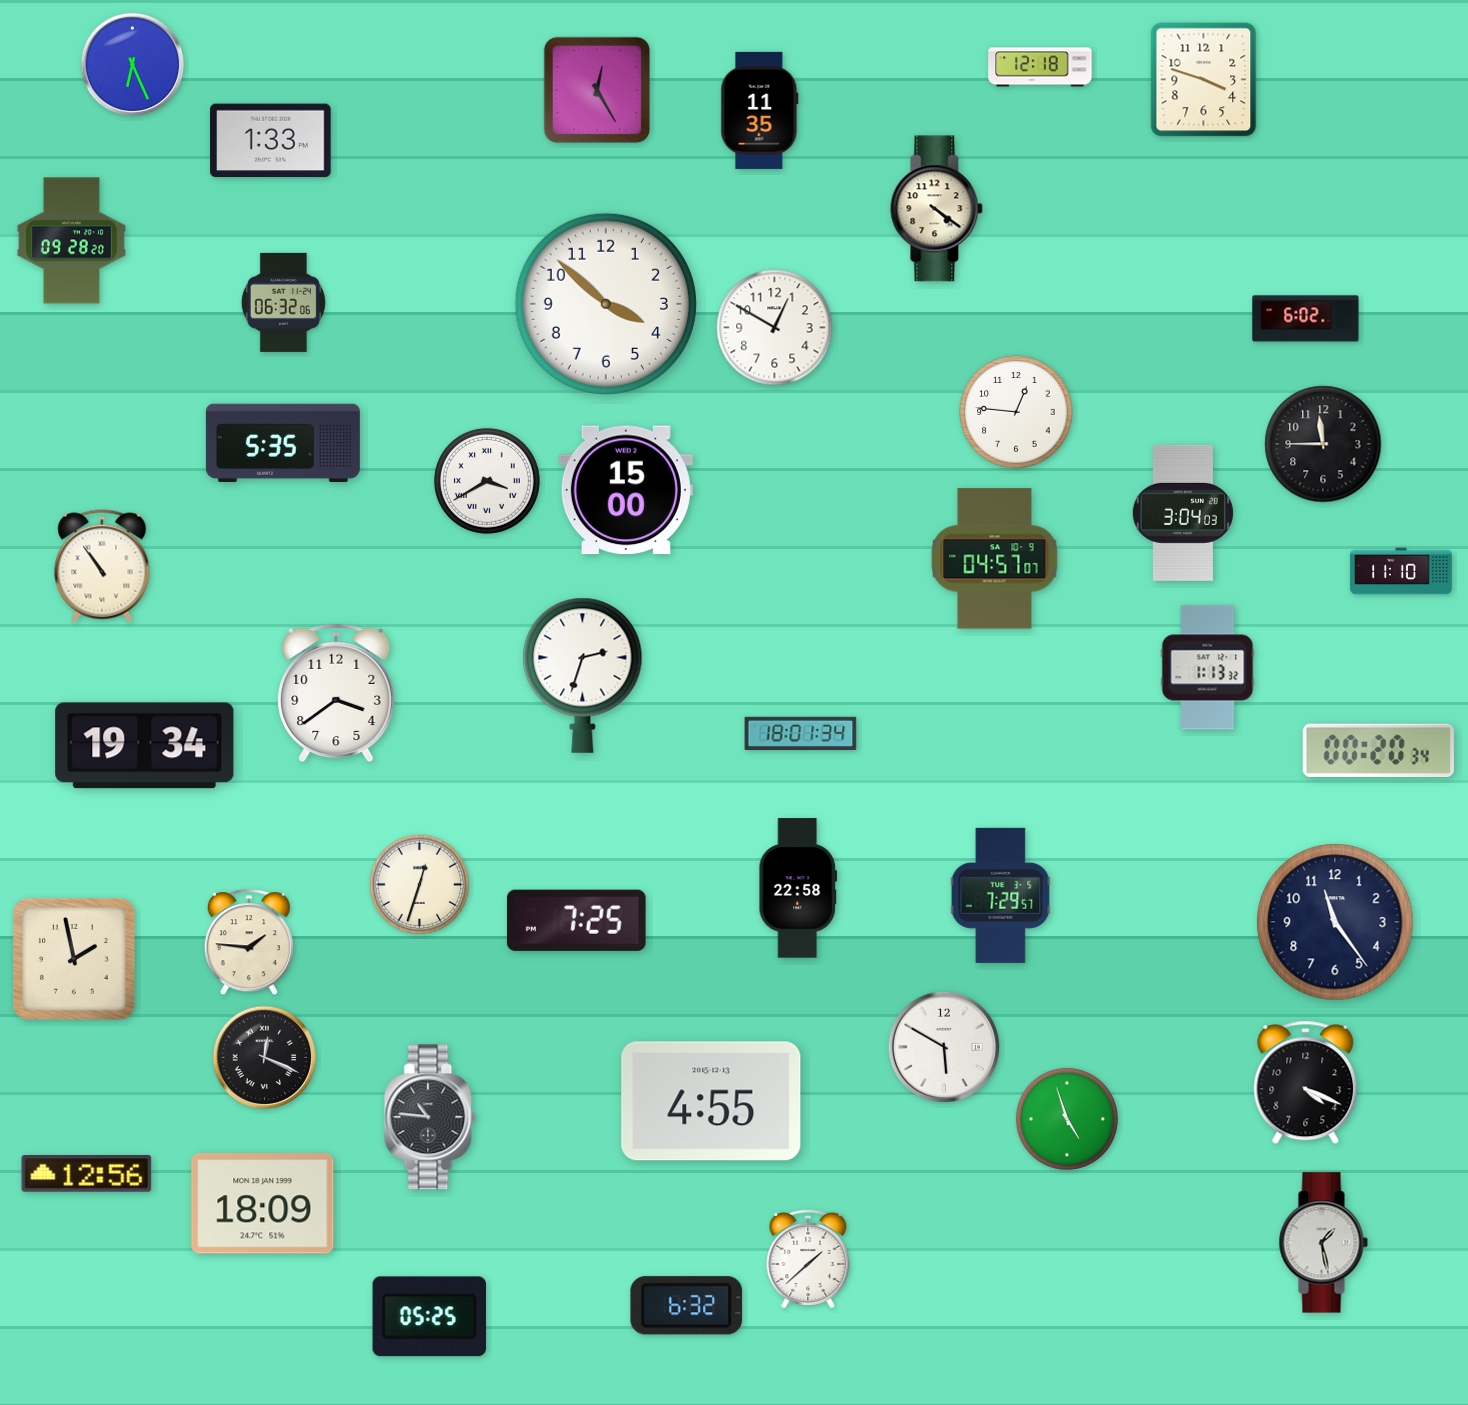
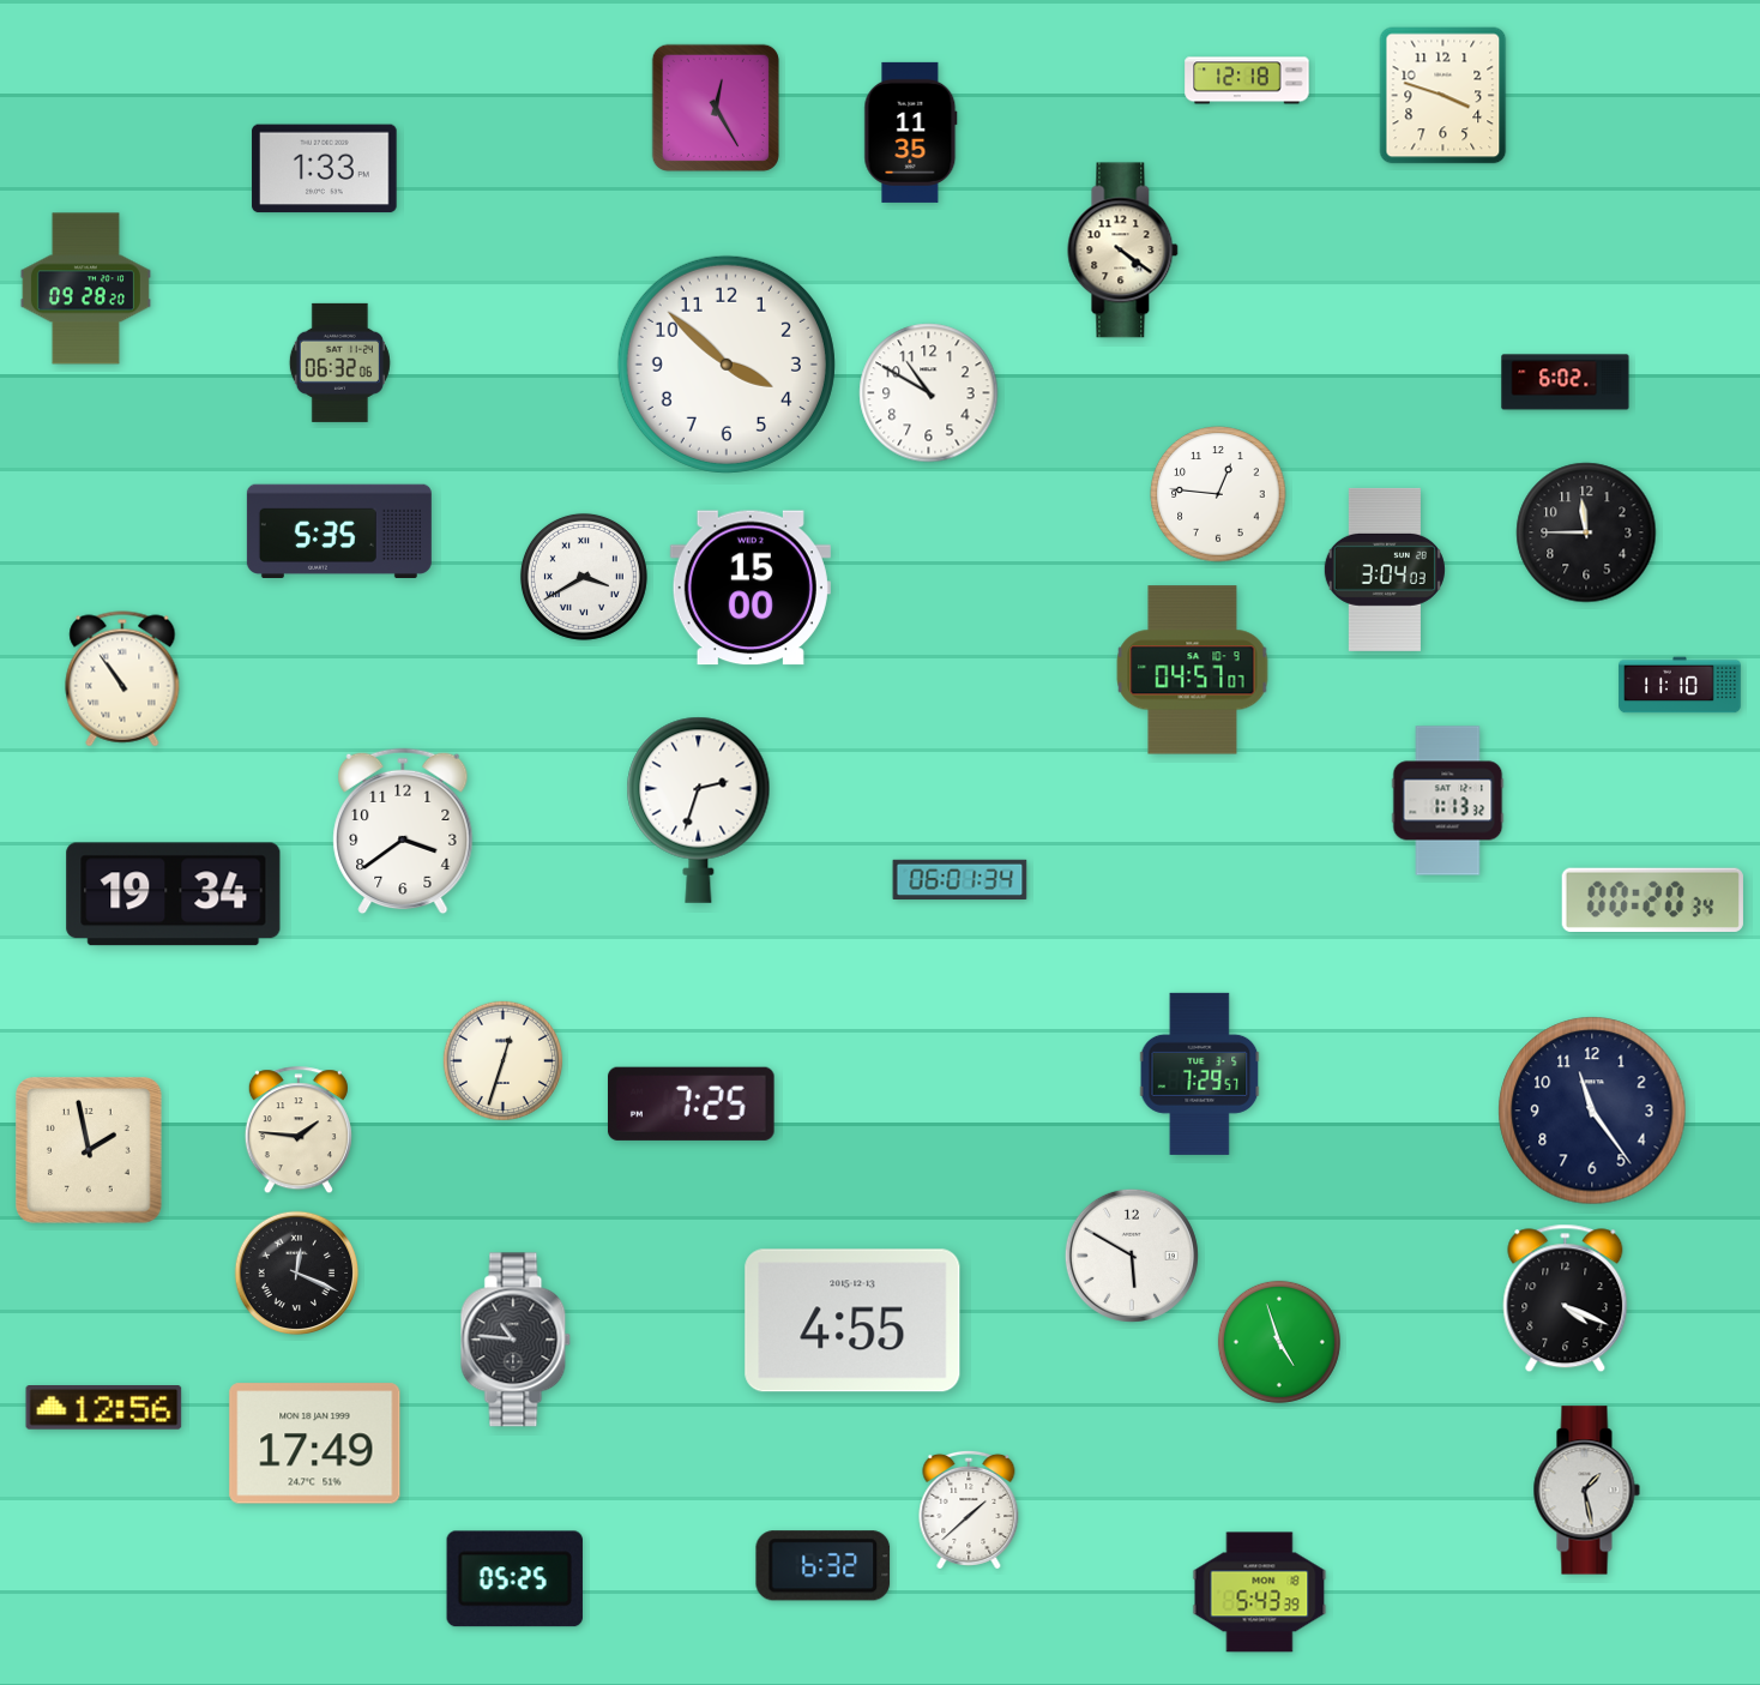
clock at (133, 65): 6:26 -> none
clock at (775, 328): 12:50 -> 10:50
clock at (1183, 513) position: (1183, 513) -> (1385, 570)
clock at (801, 733): 18:01 -> 06:01
clock at (798, 888): 22:58 -> none
clock at (1335, 922) position: (1335, 922) -> (1592, 1111)
clock at (265, 1058) position: (265, 1058) -> (297, 1274)
clock at (263, 1204): 18:09 -> 17:49
clock at (1260, 1593): none -> 5:43
